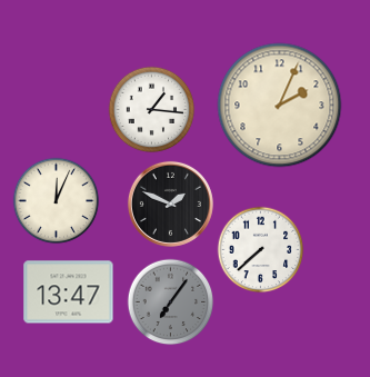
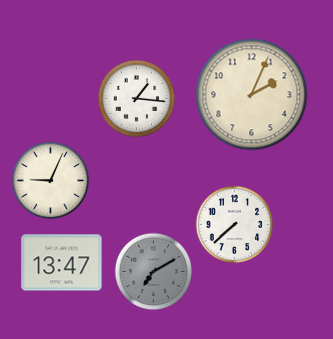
clock at (56, 200): 12:04 -> 9:04
clock at (170, 204): 1:49 -> none
clock at (170, 301): 7:06 -> 7:10
